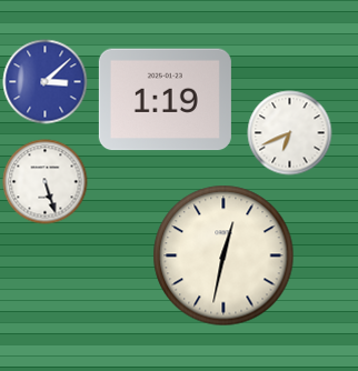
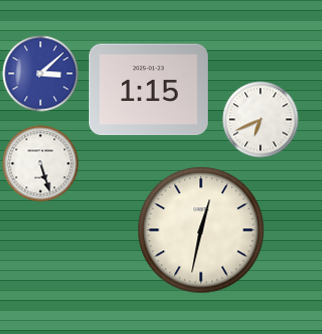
clock at (165, 100): 1:19 -> 1:15
